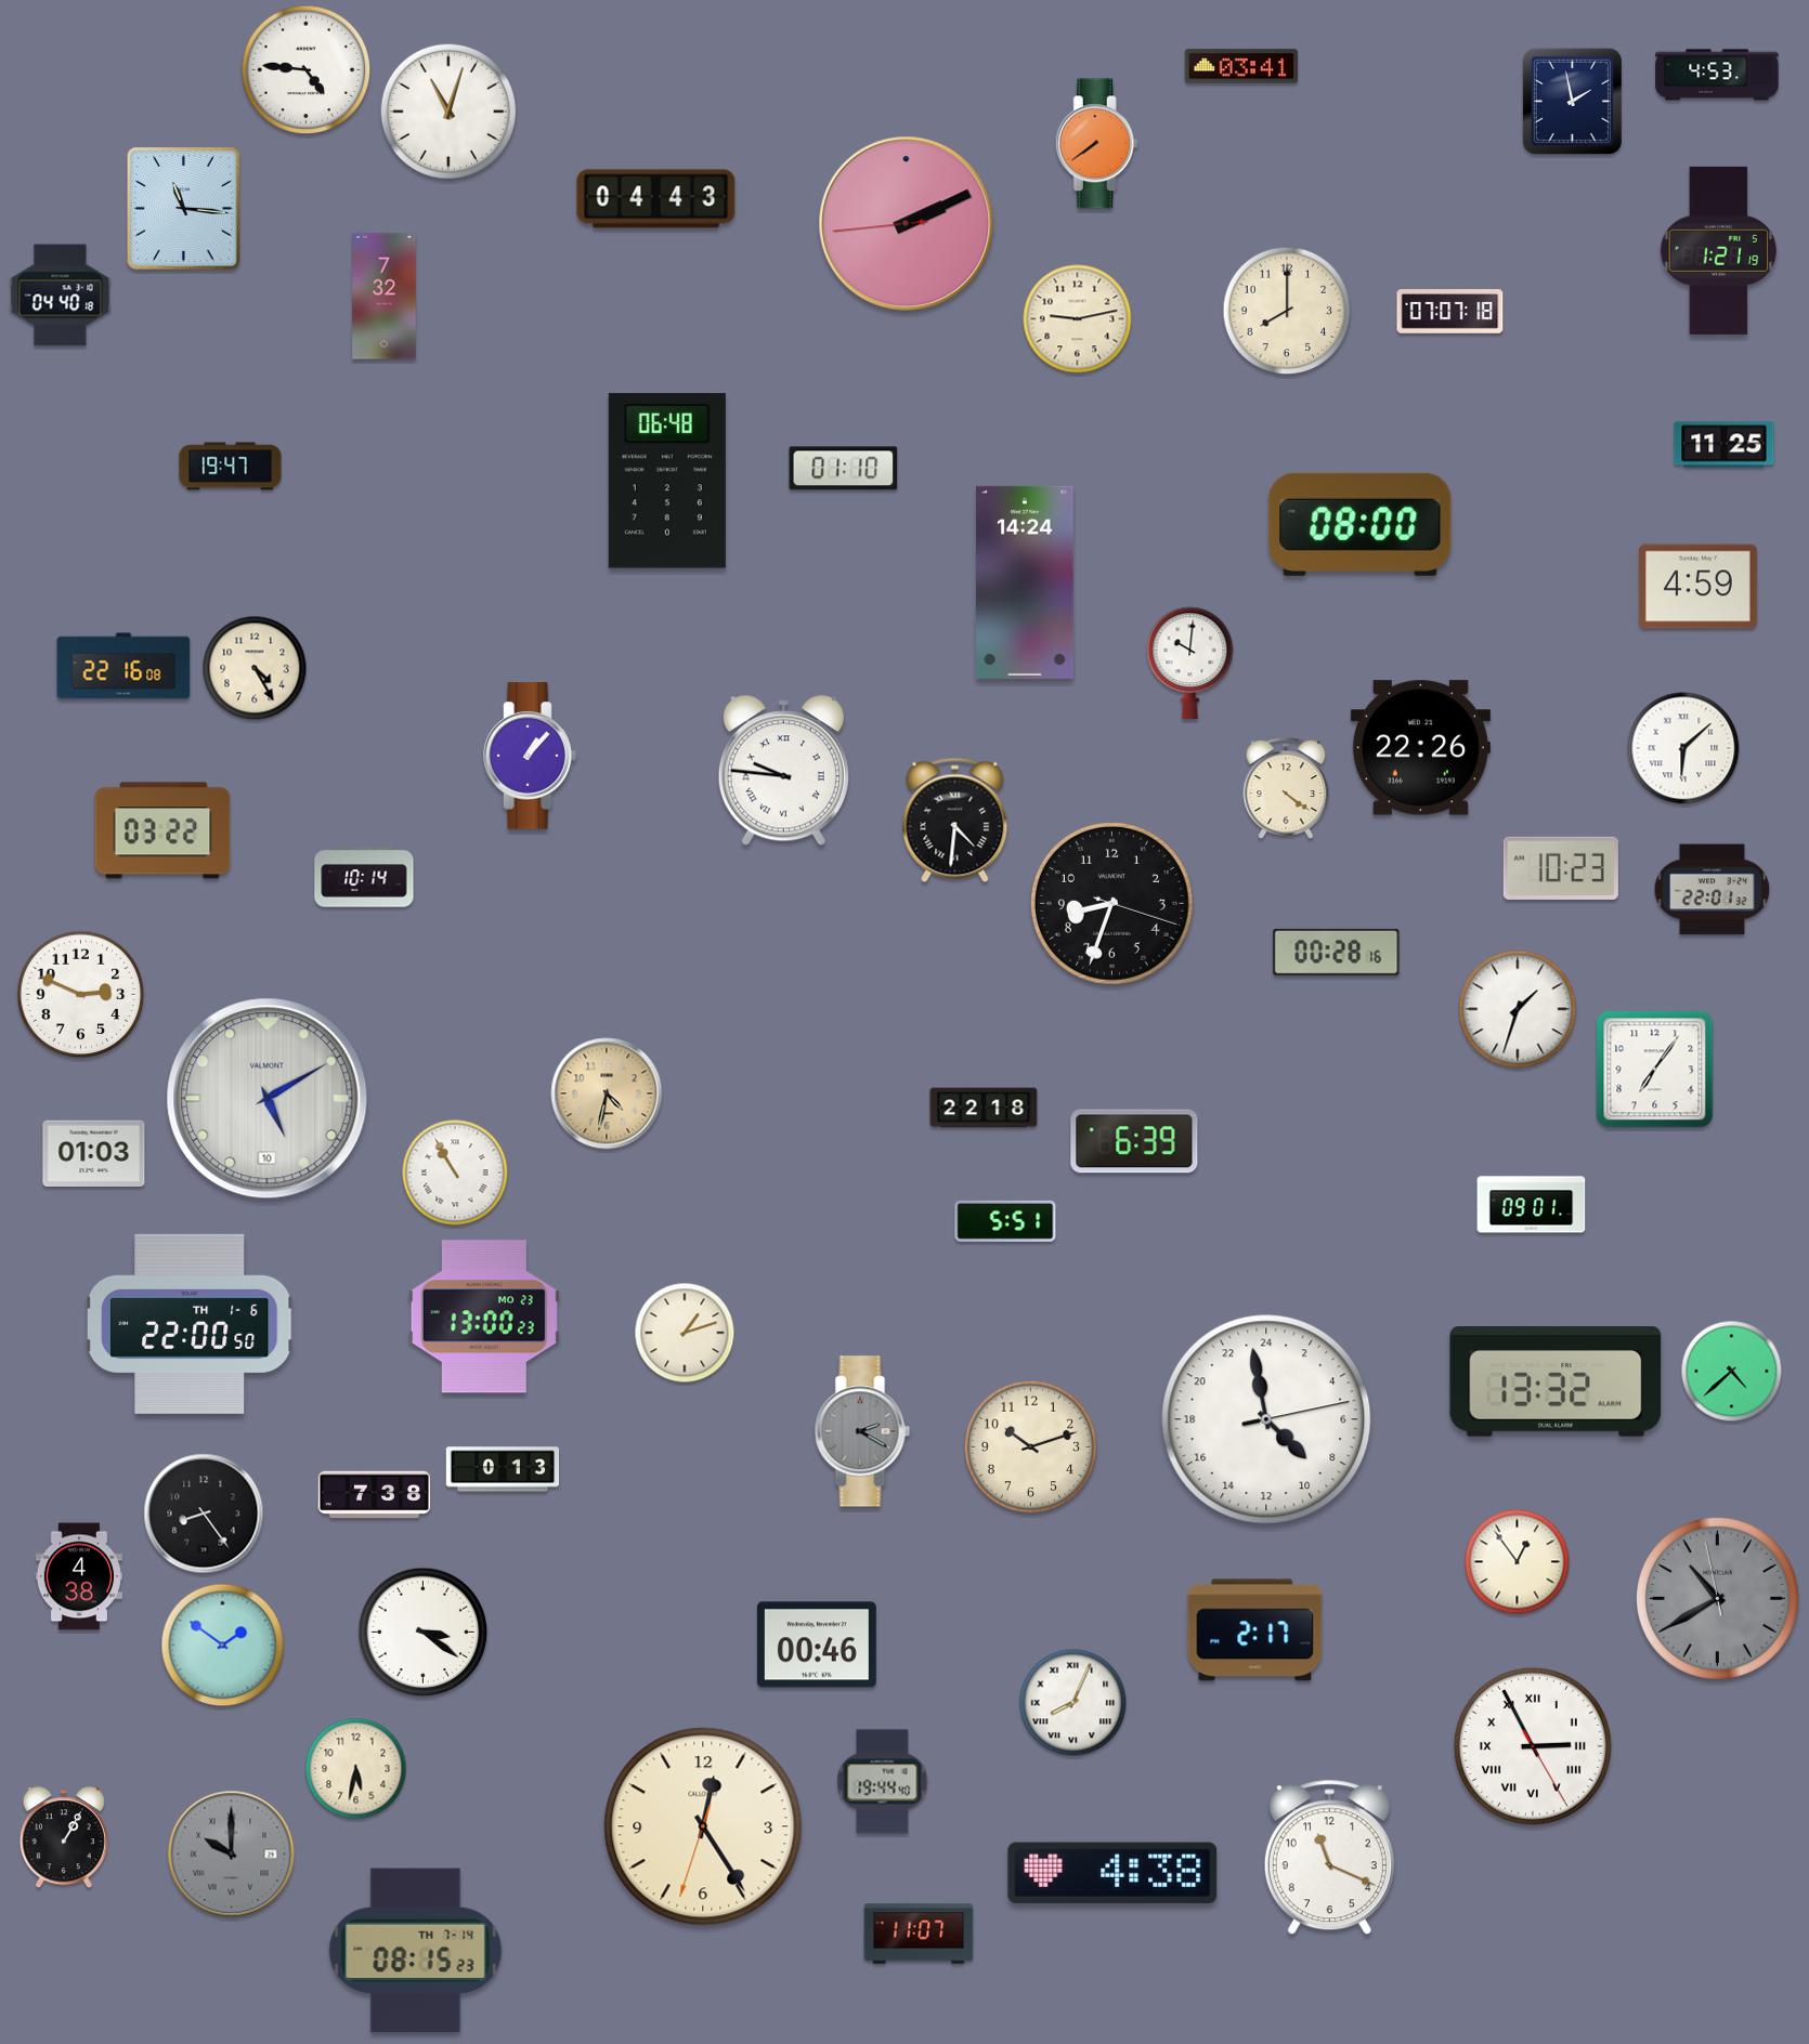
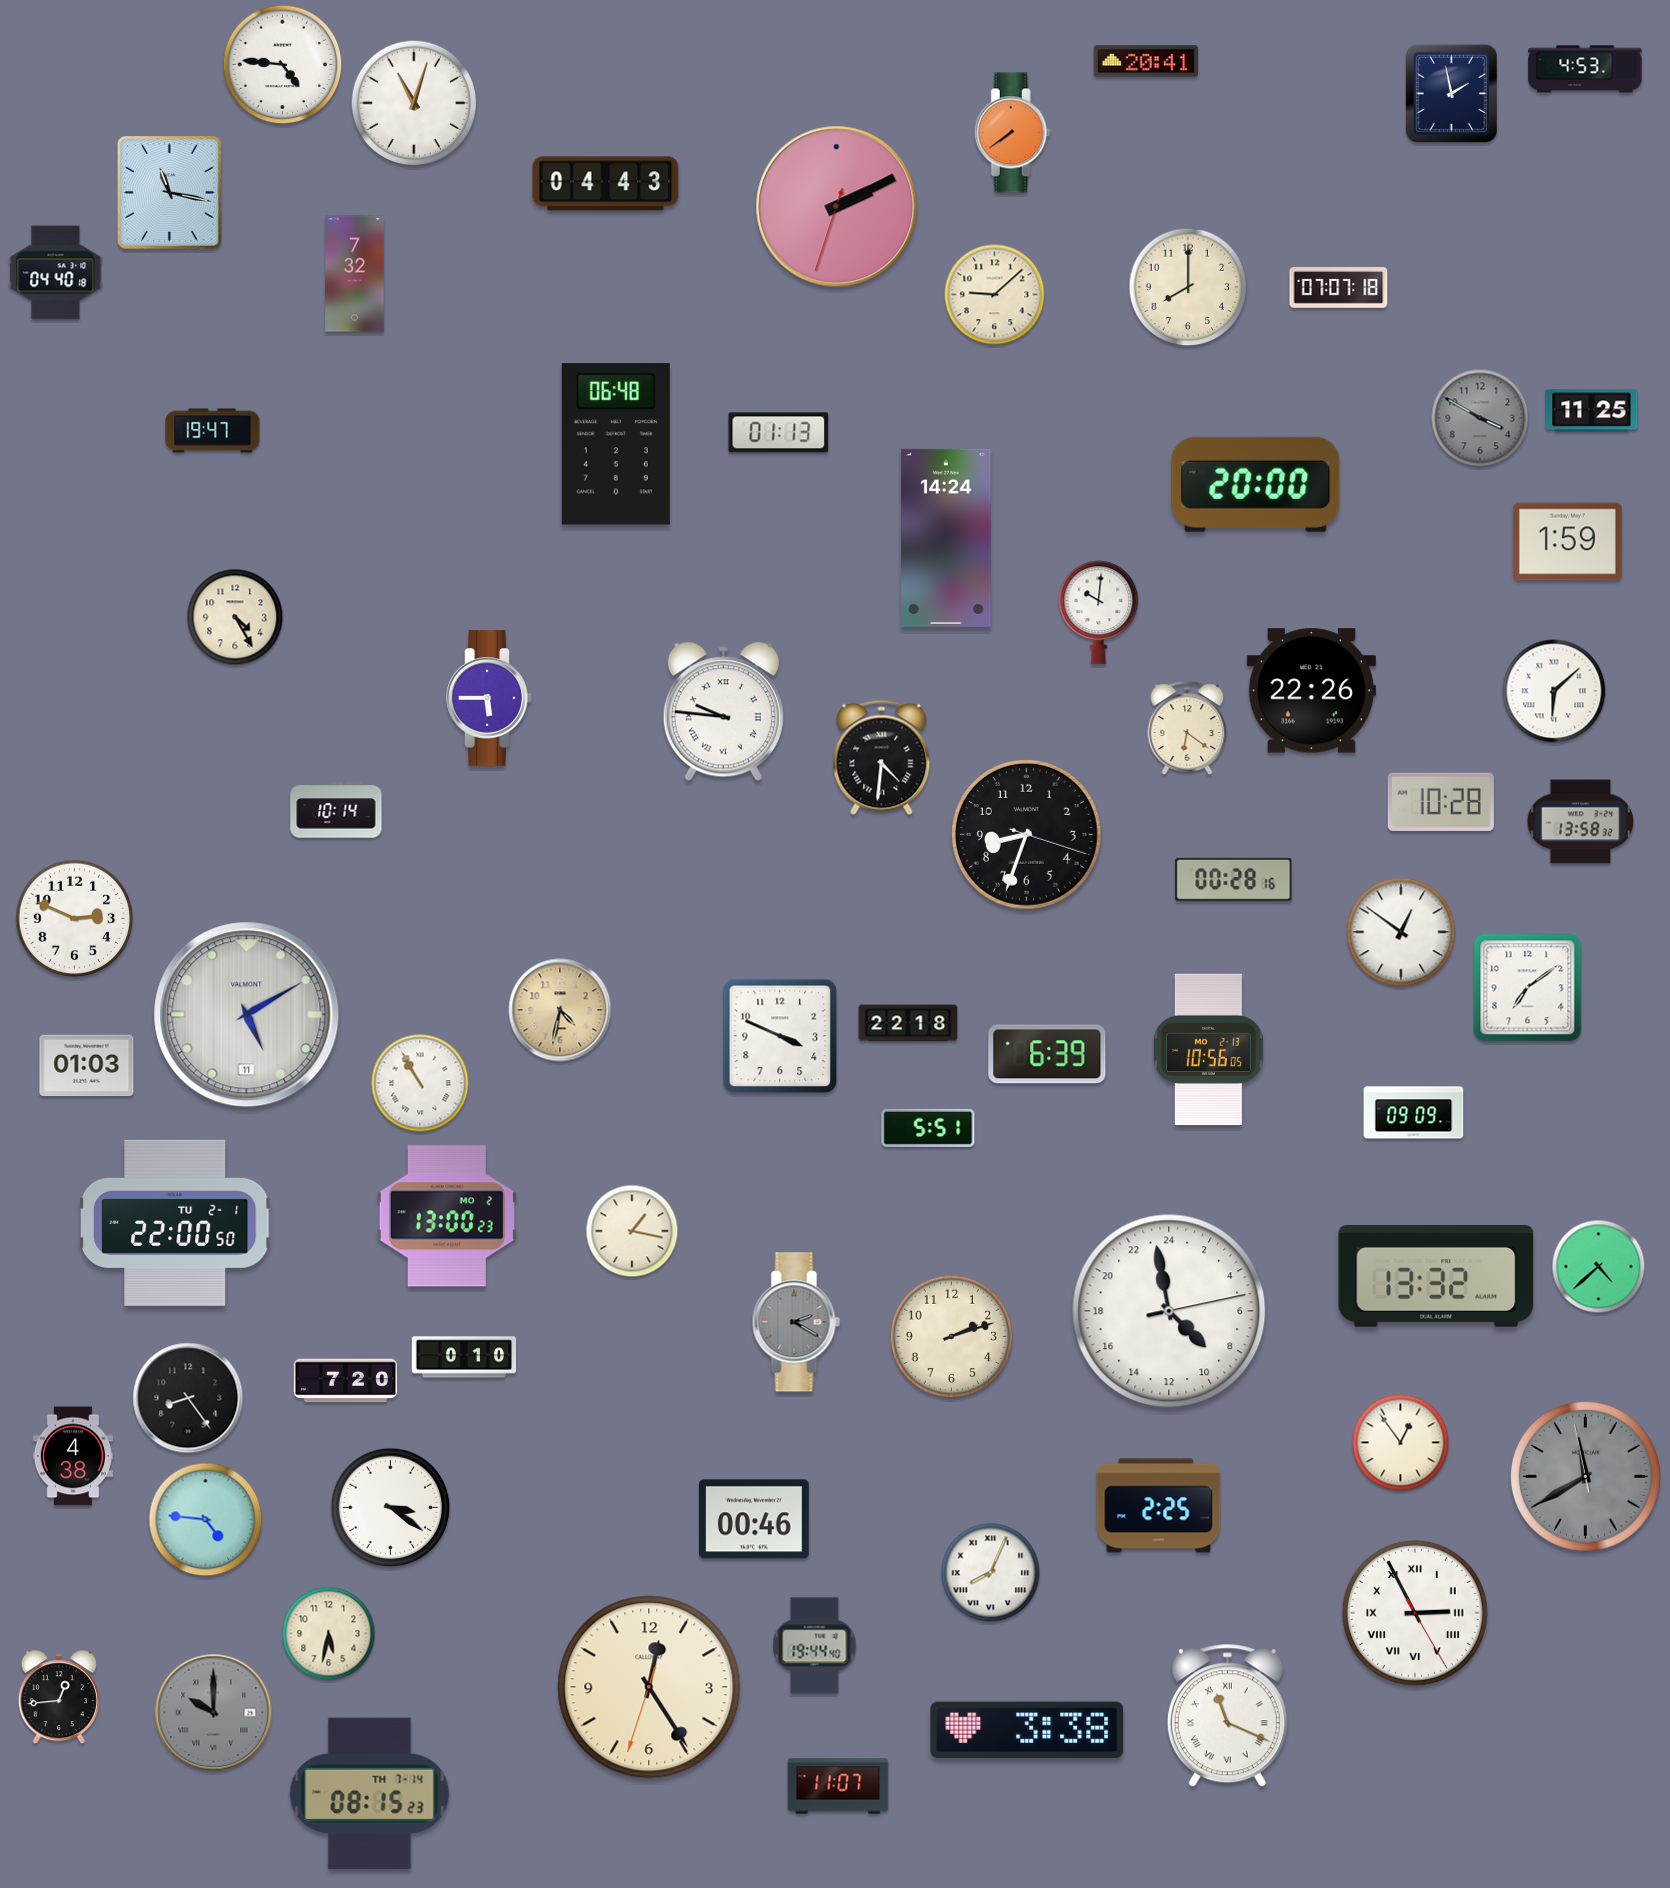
clock at (1240, 66): 03:41 -> 20:41
clock at (184, 209): 11:16 -> 11:17
clock at (907, 224): 2:10:44 -> 2:10:33
clock at (1719, 250): 1:21 -> none
clock at (1078, 319): 9:13 -> 9:08
clock at (1480, 418): none -> 3:50
clock at (844, 469): 01:10 -> 01:13
clock at (1361, 524): 08:00 -> 20:00
clock at (1697, 587): 4:59 -> 1:59
clock at (123, 666): 22:16 -> none
clock at (530, 756): 1:07 -> 5:45
clock at (1286, 788): 4:21 -> 6:21
clock at (162, 830): 03:22 -> none
clock at (1561, 868): 10:23 -> 10:28
clock at (1713, 890): 22:01 -> 13:58
clock at (1518, 1009): 1:33 -> 12:51
clock at (1655, 1070): 7:06 -> 7:09
clock at (268, 1099) date: 10 -> 11
clock at (780, 1036): none -> 3:49
clock at (1208, 1050): none -> 10:56
clock at (1532, 1205): 09:01 -> 09:09
clock at (484, 1316) date: MO 23 -> MO 2
clock at (190, 1324) date: TH 1-6 -> TU 2-1
clock at (685, 1333): 1:12 -> 1:17
clock at (1031, 1447): 10:12 -> 2:12
clock at (503, 1469): 0:13 -> 0:10
clock at (375, 1495): 7:38 -> 7:20
clock at (1717, 1598): 10:39 -> 11:39
clock at (1255, 1630): 2:17 -> 2:25
clock at (223, 1646): 1:51 -> 4:46
clock at (64, 1838): 1:05 -> 12:44
clock at (1329, 1858) numerals: Arabic -> Roman
clock at (1112, 1873): 4:38 -> 3:38
clock at (919, 1934) position: (919, 1934) -> (838, 1786)
clock at (416, 1951) position: (416, 1951) -> (370, 1794)
